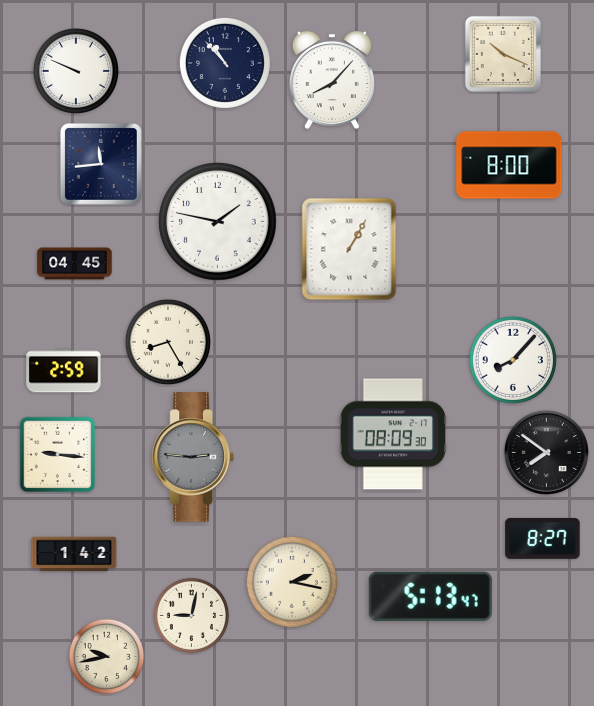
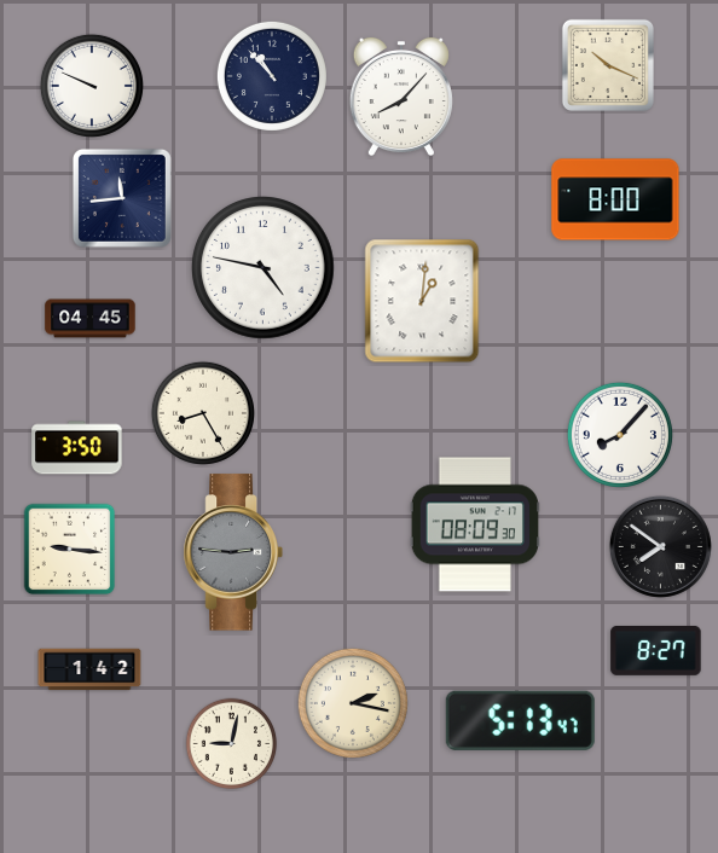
clock at (218, 222): 1:47 -> 4:47
clock at (349, 249): 1:05 -> 1:01
clock at (64, 371): 2:59 -> 3:50
clock at (107, 657): 9:43 -> none
